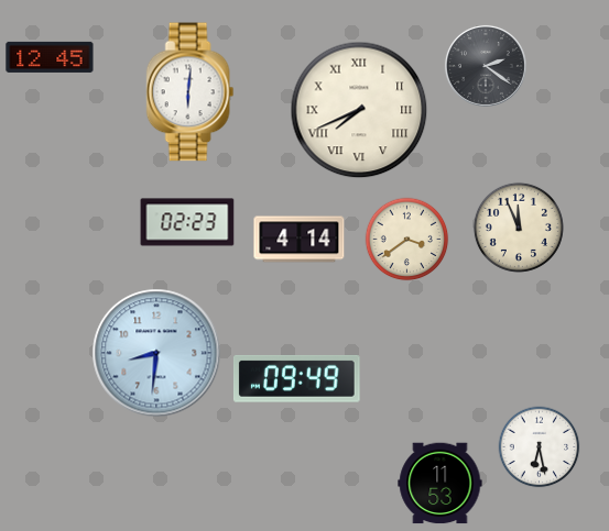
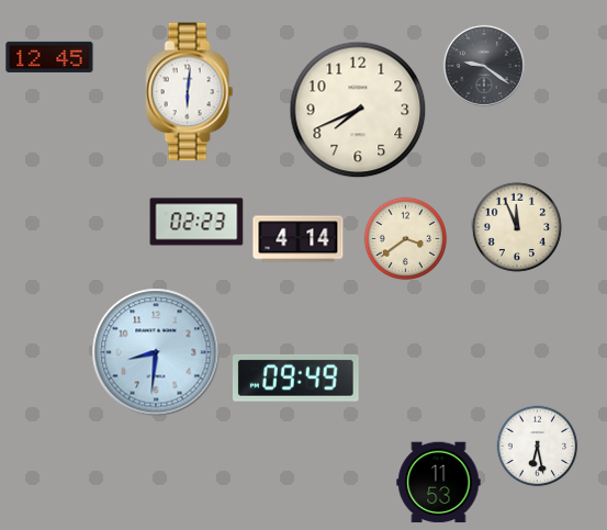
clock at (486, 66): 2:21 -> 9:21
clock at (359, 110) numerals: Roman -> Arabic
clock at (187, 222) position: (187, 222) -> (196, 222)
